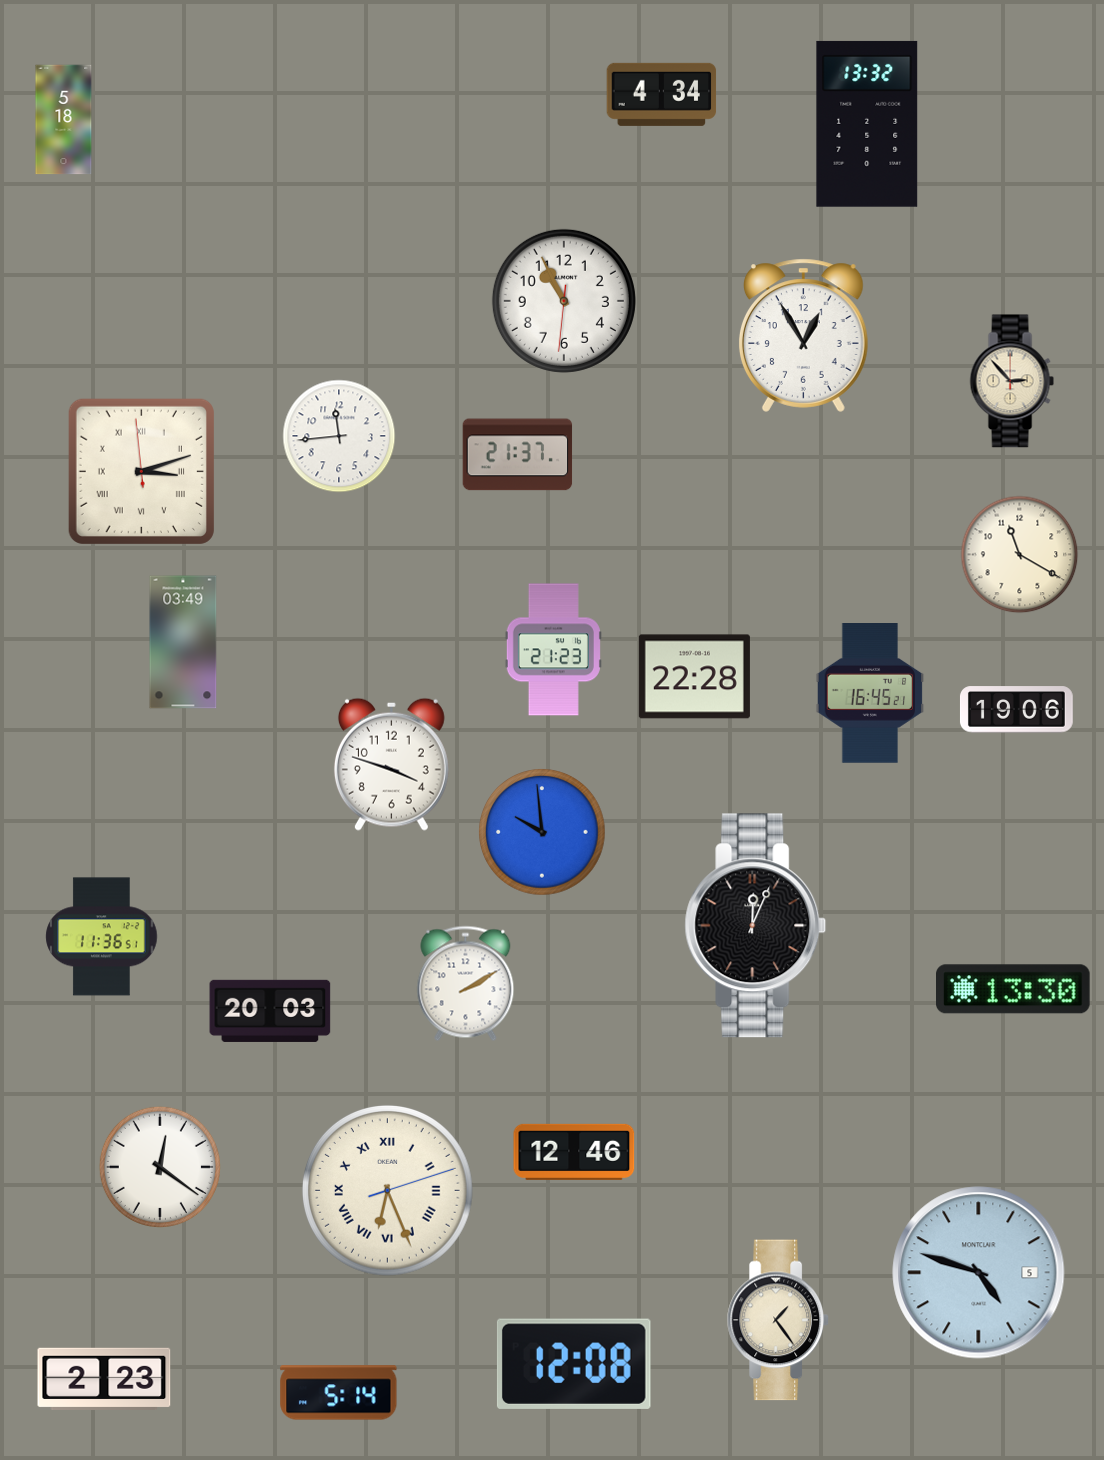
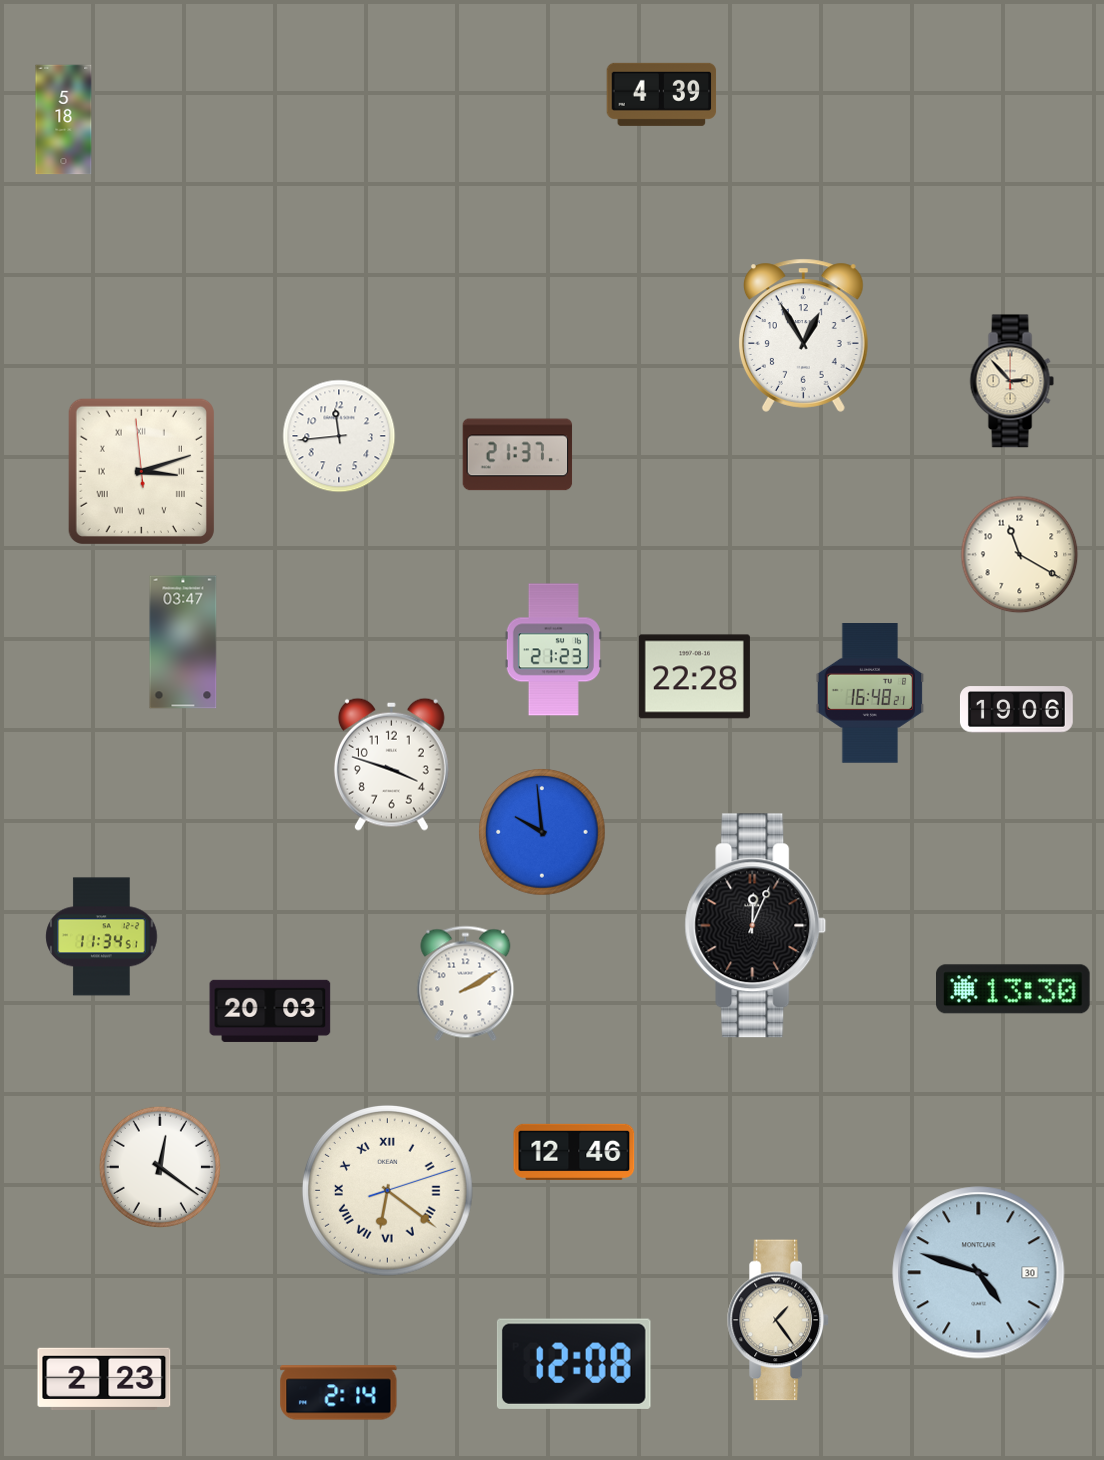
clock at (662, 94): 4:34 -> 4:39
clock at (867, 124): 13:32 -> none
clock at (564, 301): 10:55 -> none
clock at (183, 642): 03:49 -> 03:47
clock at (870, 694): 16:45 -> 16:48
clock at (102, 937): 11:36 -> 11:34
clock at (387, 1190): 6:26 -> 6:21
clock at (979, 1273) date: 5 -> 30
clock at (339, 1393): 5:14 -> 2:14
